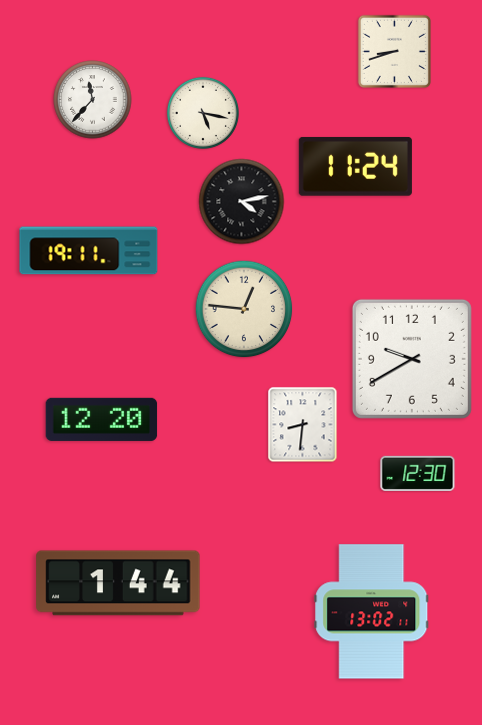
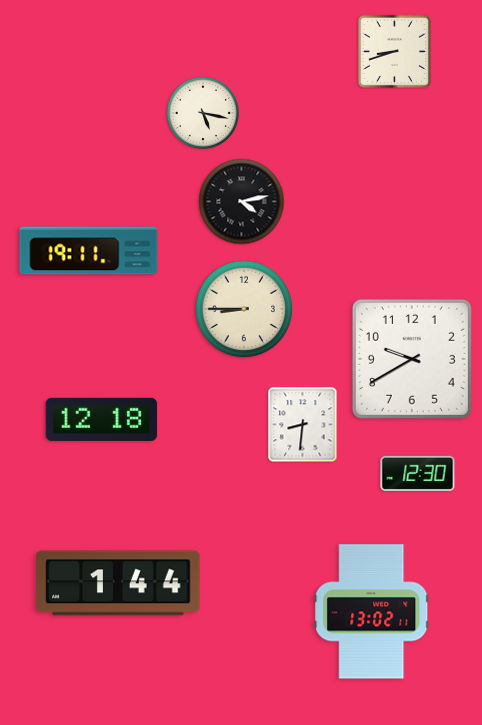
clock at (93, 100): 11:37 -> none
clock at (355, 167): 11:24 -> none
clock at (244, 309): 12:46 -> 8:45
clock at (102, 419): 12:20 -> 12:18
